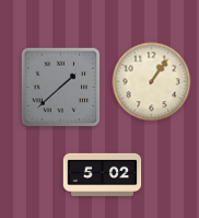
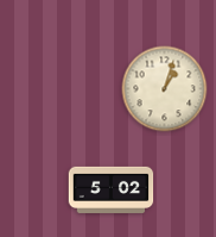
clock at (152, 82): 1:06 -> 1:03
clock at (61, 88): 1:38 -> none
